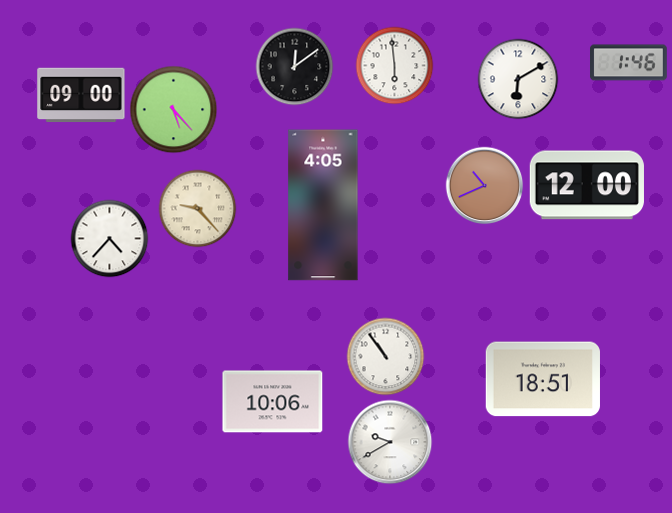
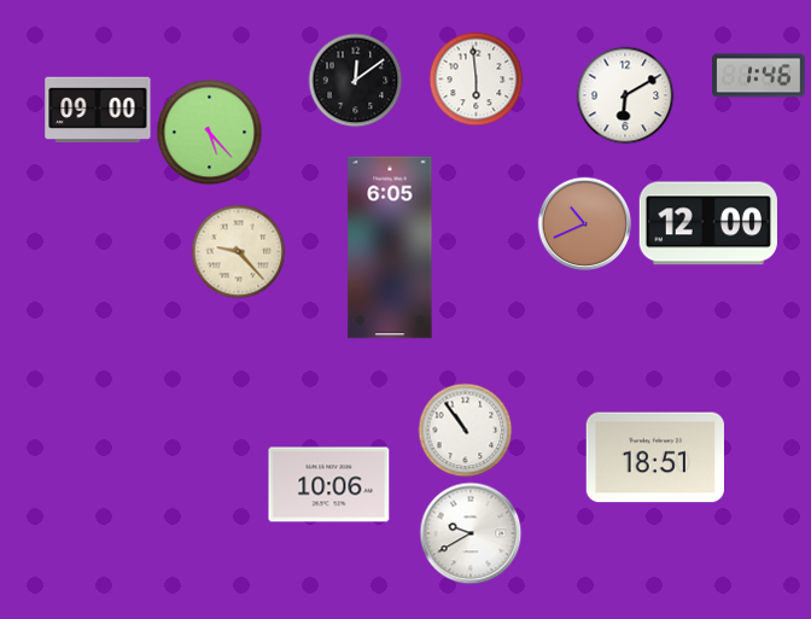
clock at (81, 95) position: (81, 95) -> (98, 110)
clock at (323, 205): 4:05 -> 6:05
clock at (109, 238): 4:37 -> none
